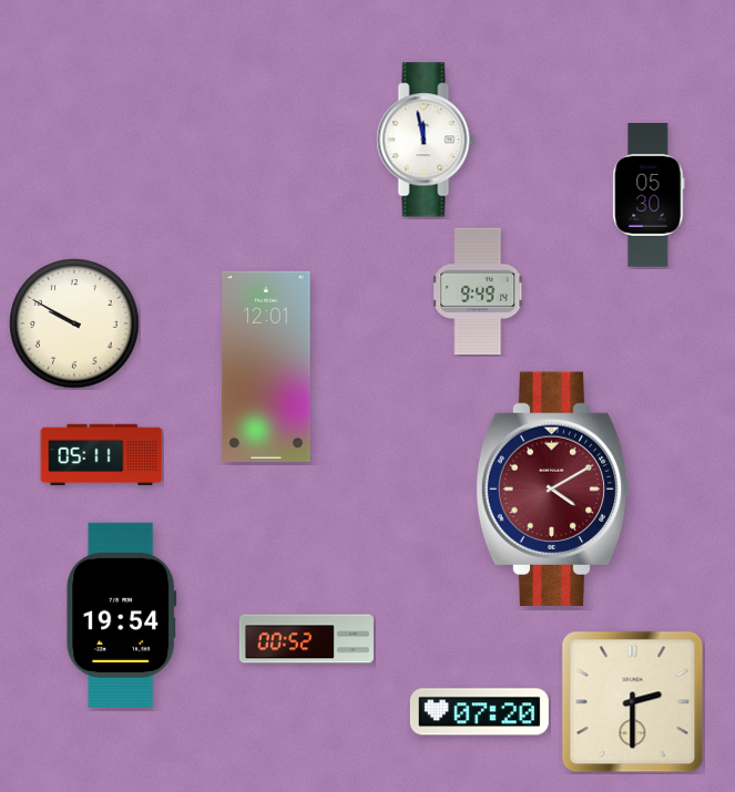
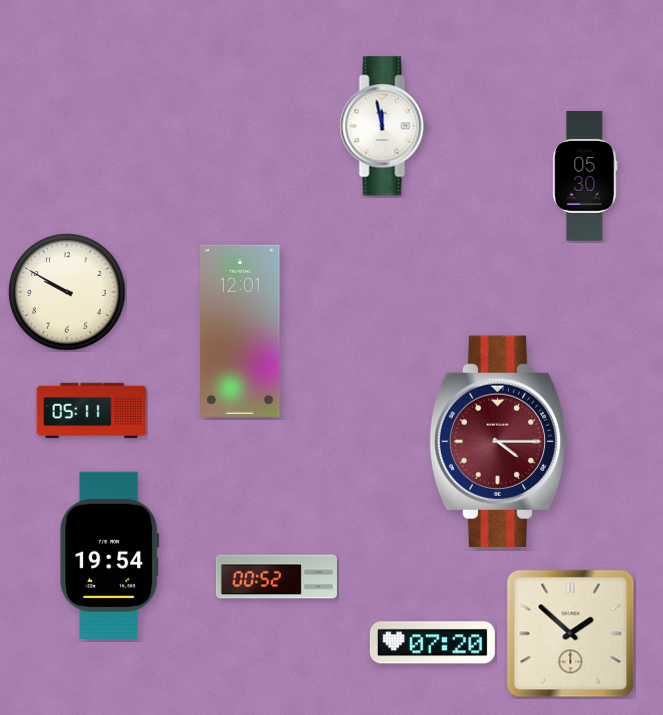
clock at (479, 291): 9:49 -> none
clock at (552, 490): 4:10 -> 4:15
clock at (633, 702): 2:30 -> 1:52
